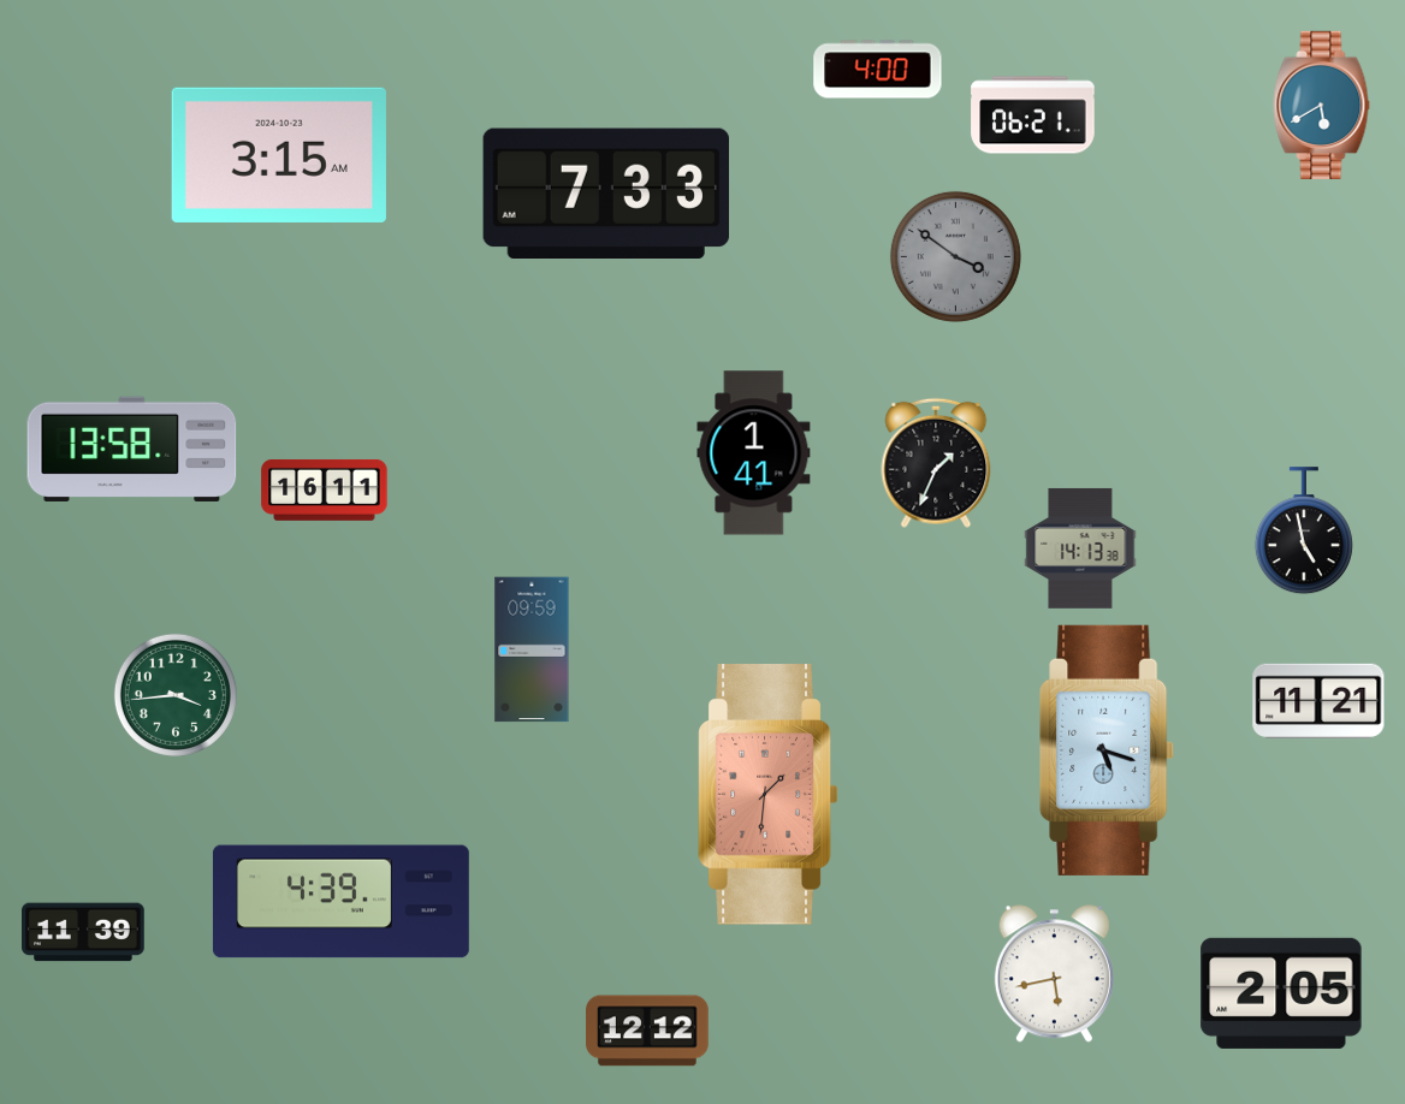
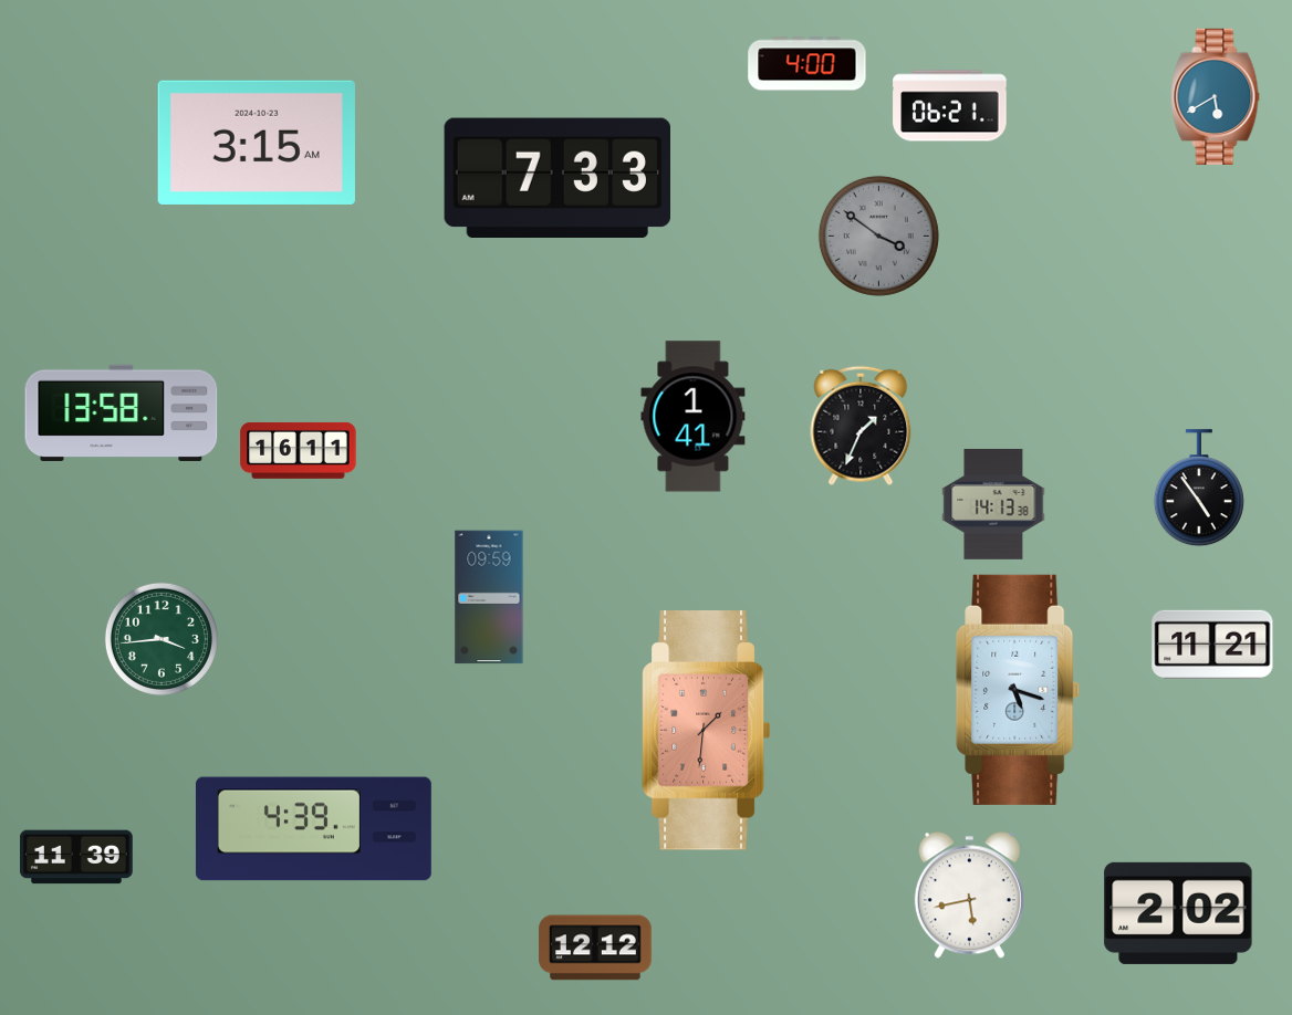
clock at (1304, 532): 4:58 -> 4:54
clock at (1281, 993): 2:05 -> 2:02
